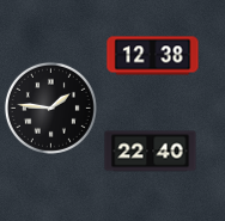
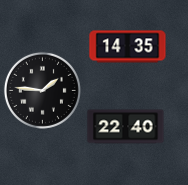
clock at (153, 56): 12:38 -> 14:35
